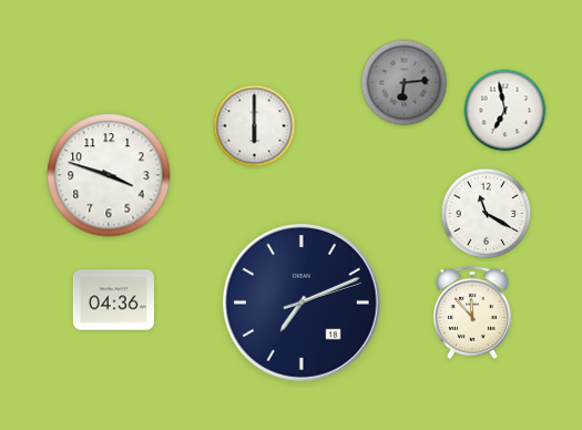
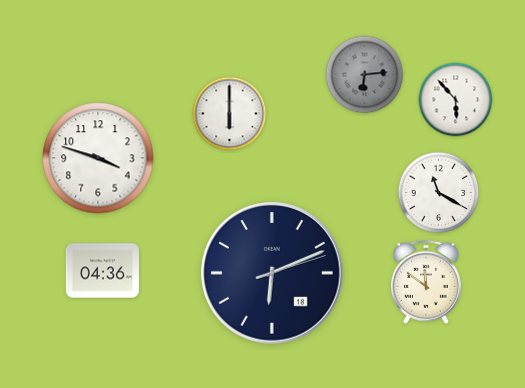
clock at (506, 111): 6:58 -> 5:53
clock at (303, 304): 7:11 -> 6:11
clock at (472, 313): 11:53 -> 11:51
